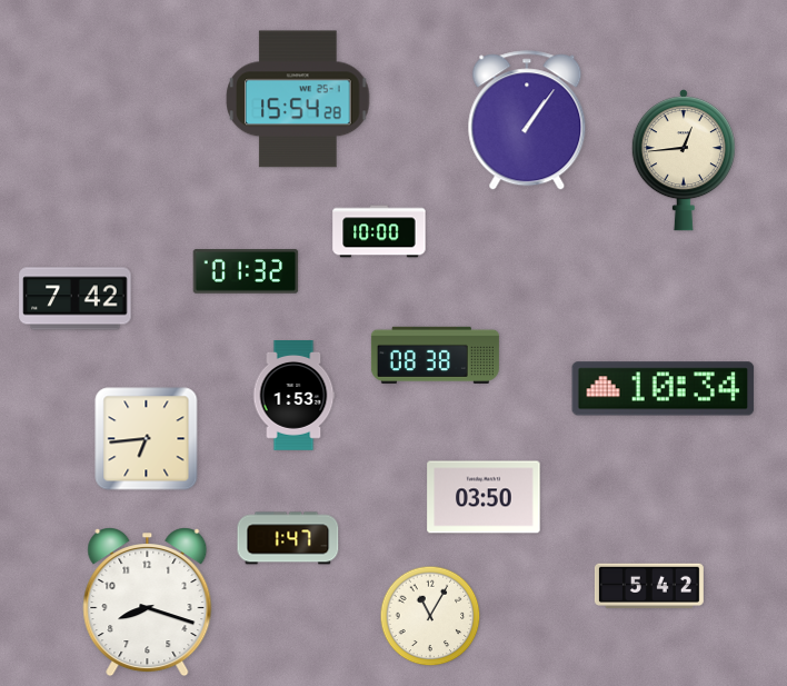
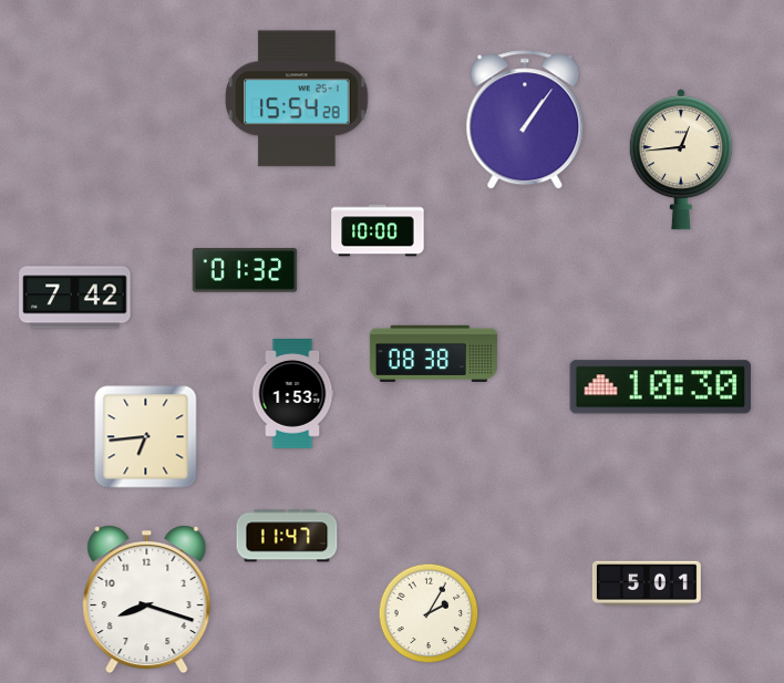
clock at (664, 389): 10:34 -> 10:30
clock at (484, 497): 03:50 -> none
clock at (288, 538): 1:47 -> 11:47
clock at (649, 585): 5:42 -> 5:01
clock at (430, 616): 11:05 -> 2:05
